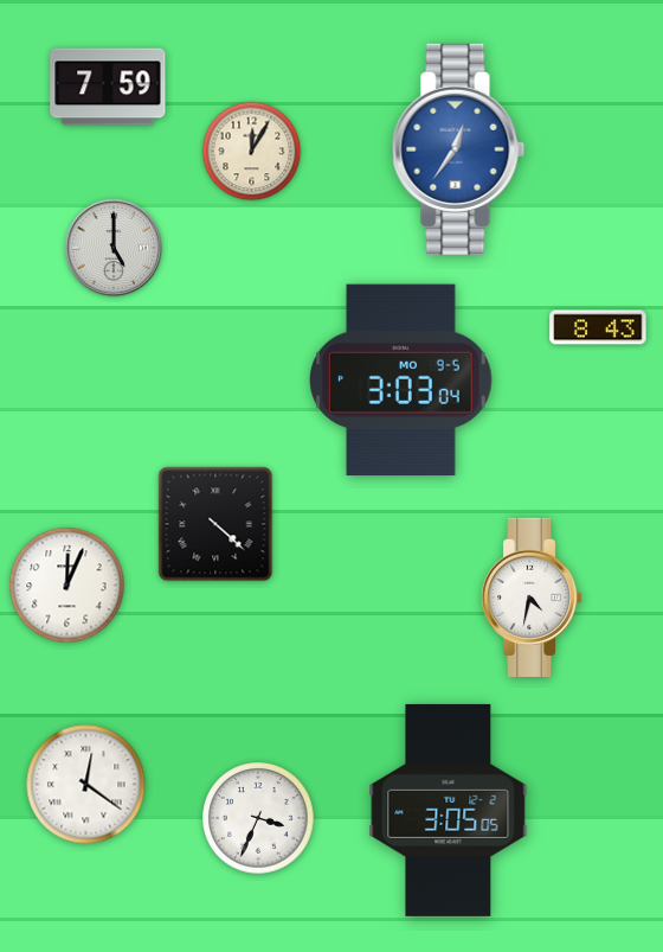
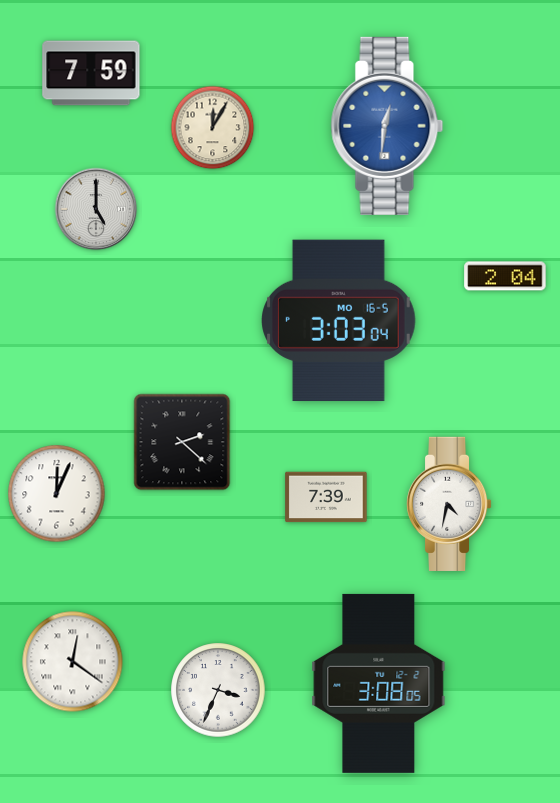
clock at (458, 149): 12:36 -> 12:31
clock at (598, 327): 8:43 -> 2:04
clock at (401, 381) date: MO 9-5 -> MO 16-5
clock at (215, 524): 4:22 -> 2:22
clock at (326, 497): none -> 7:39
clock at (449, 810): 3:05 -> 3:08
